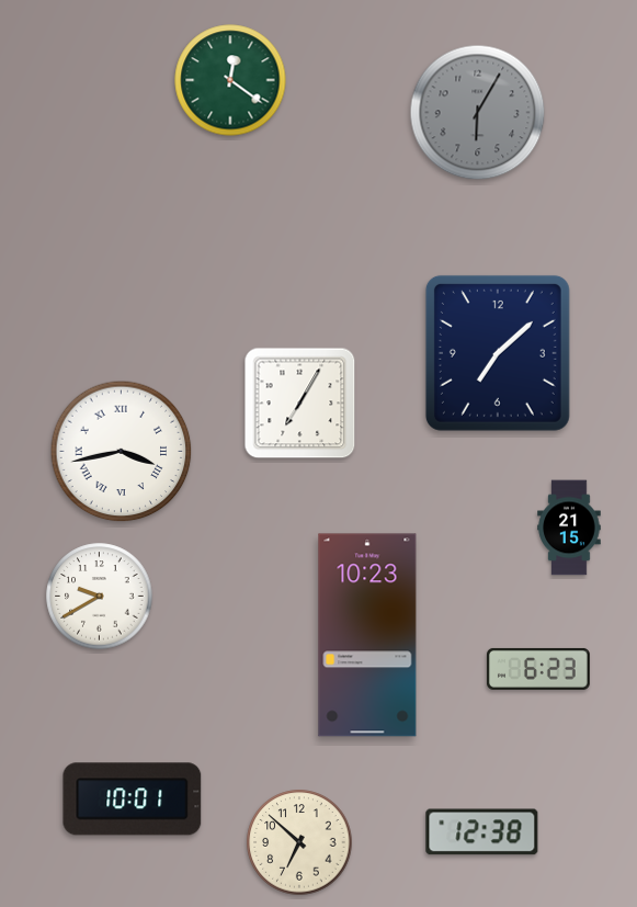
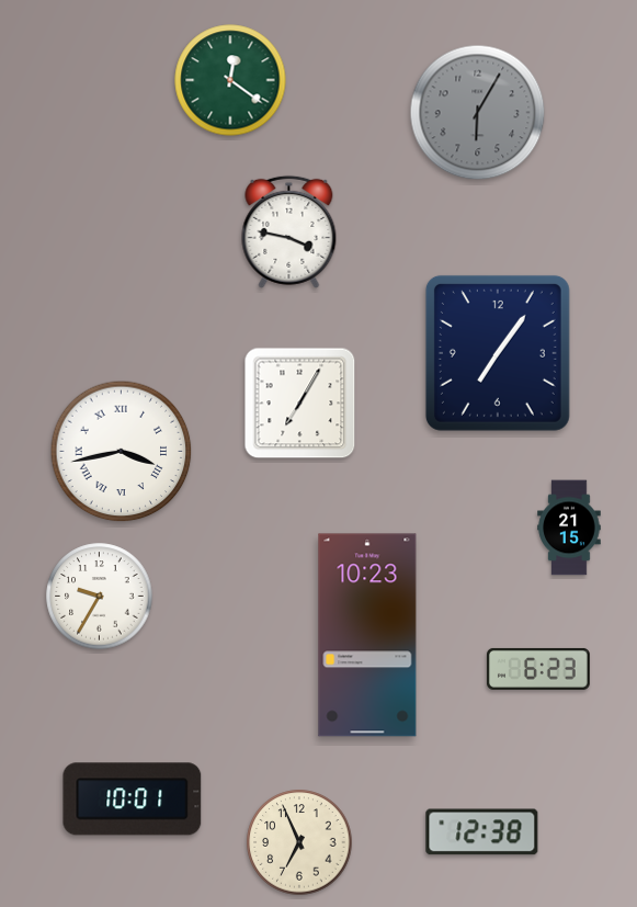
clock at (289, 231): none -> 3:47
clock at (498, 353): 7:08 -> 7:06
clock at (100, 597): 9:40 -> 9:35
clock at (299, 842): 6:52 -> 6:56
